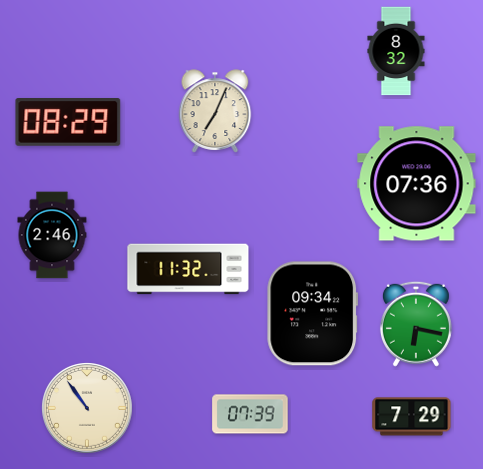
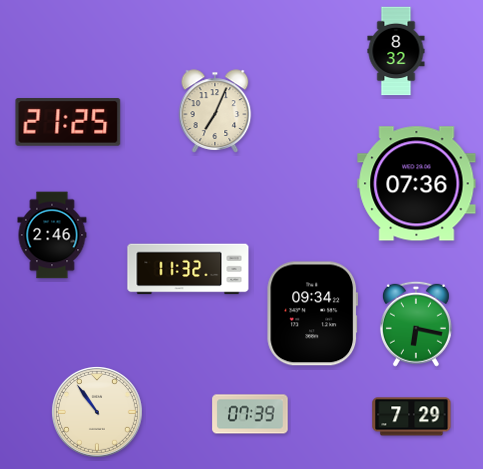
clock at (68, 123): 08:29 -> 21:25
clock at (88, 409) position: (88, 409) -> (98, 413)
